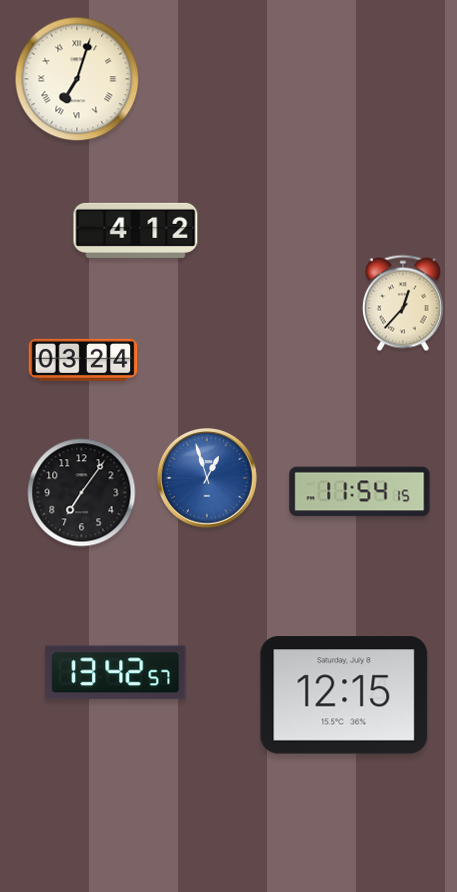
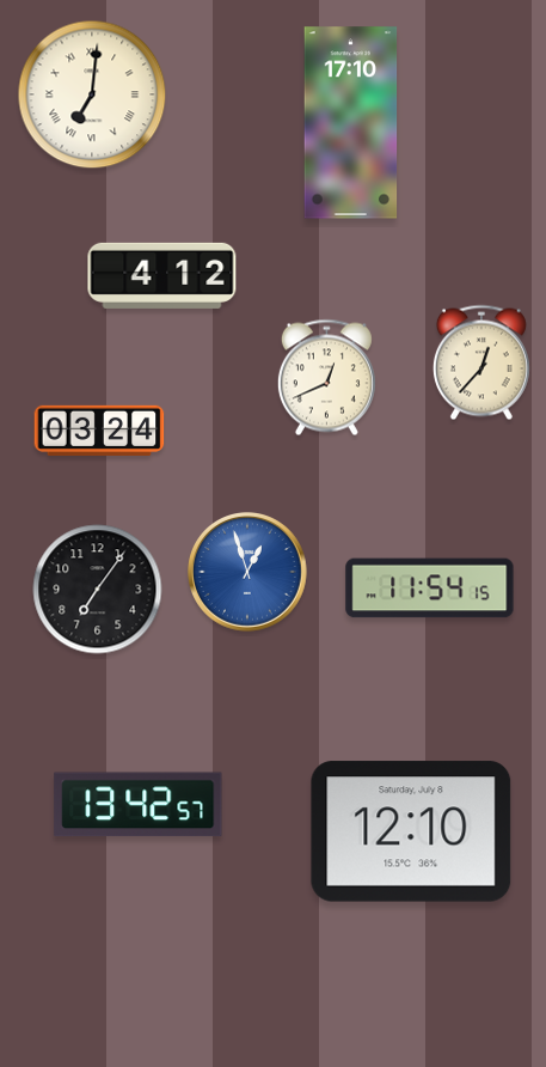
clock at (77, 79): 7:03 -> 7:01
clock at (351, 123): none -> 17:10
clock at (326, 378): none -> 12:41
clock at (344, 695): 12:15 -> 12:10
